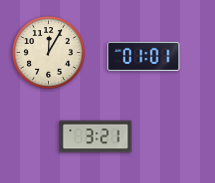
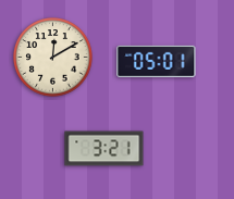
clock at (49, 53): 12:05 -> 12:10
clock at (144, 56): 01:01 -> 05:01
